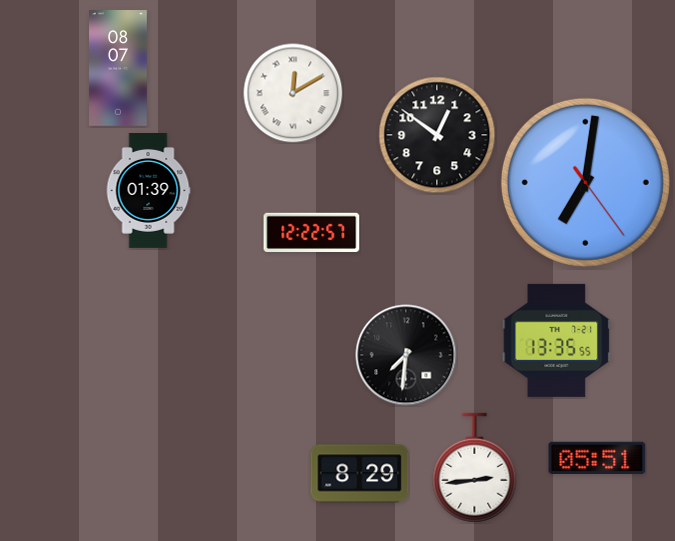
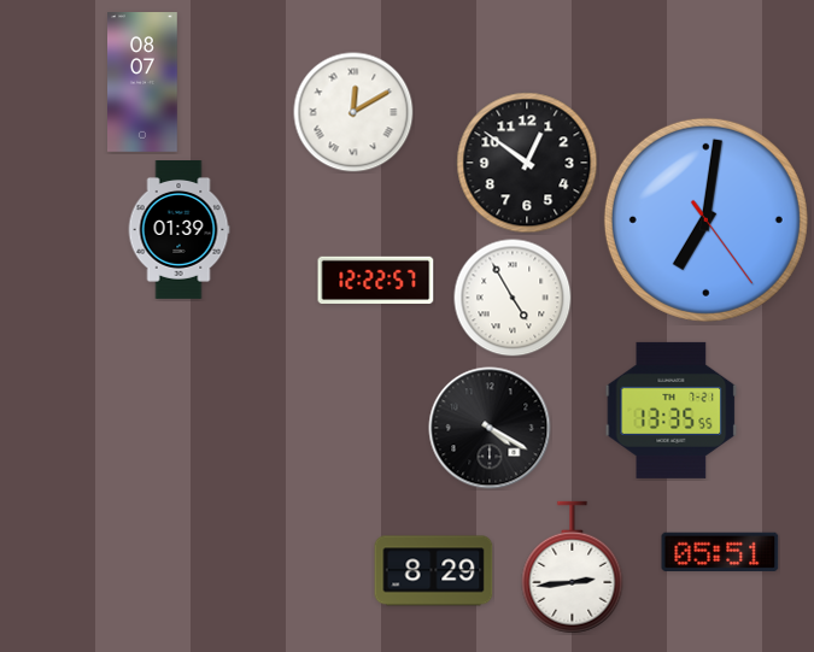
clock at (513, 298): none -> 4:55
clock at (406, 355): 7:31 -> 4:20
clock at (475, 468) position: (475, 468) -> (573, 568)
